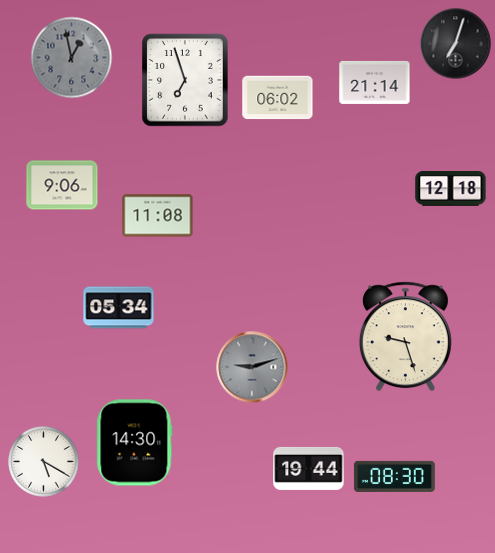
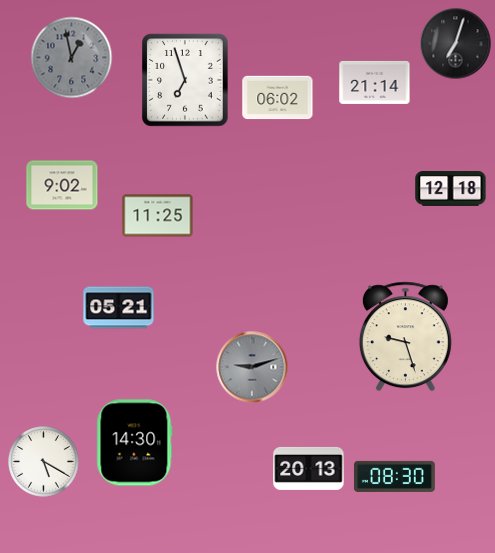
clock at (62, 185): 9:06 -> 9:02
clock at (158, 216): 11:08 -> 11:25
clock at (119, 308): 05:34 -> 05:21
clock at (309, 468): 19:44 -> 20:13
